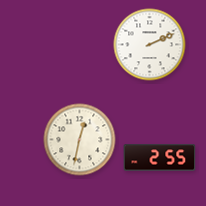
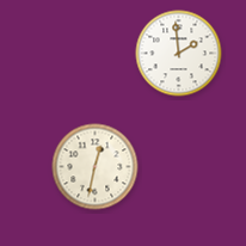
clock at (150, 45): 2:11 -> 1:59
clock at (160, 158): 2:55 -> none
